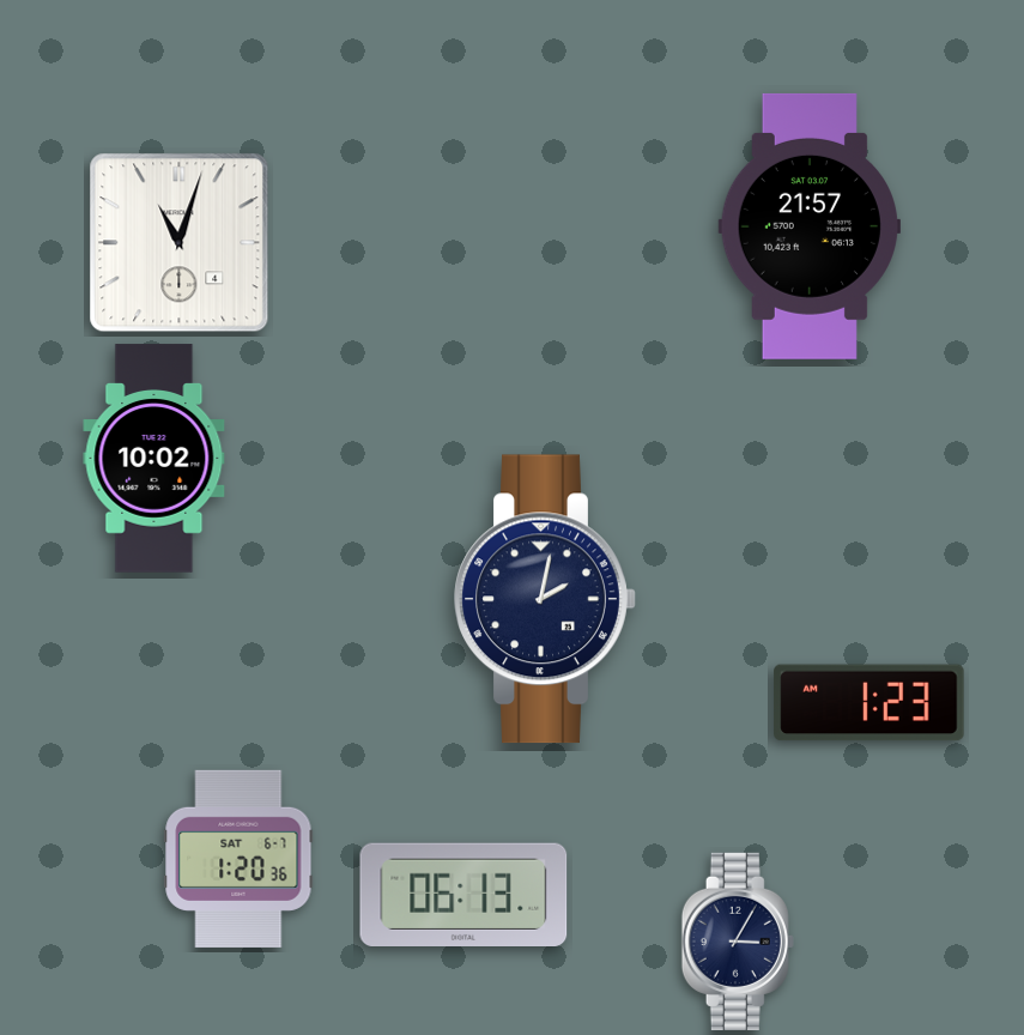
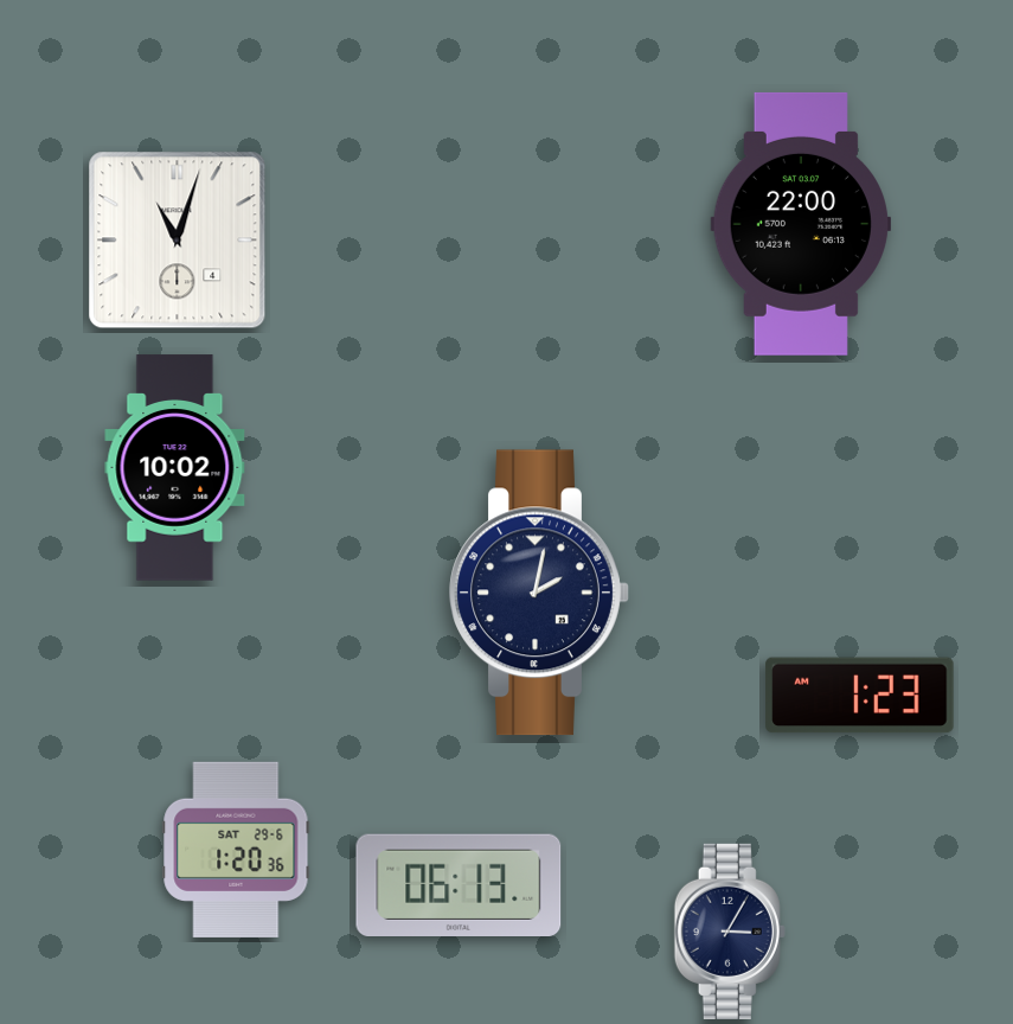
clock at (808, 226): 21:57 -> 22:00
clock at (154, 459) position: (154, 459) -> (175, 468)
clock at (238, 859) date: SAT 6-7 -> SAT 29-6
